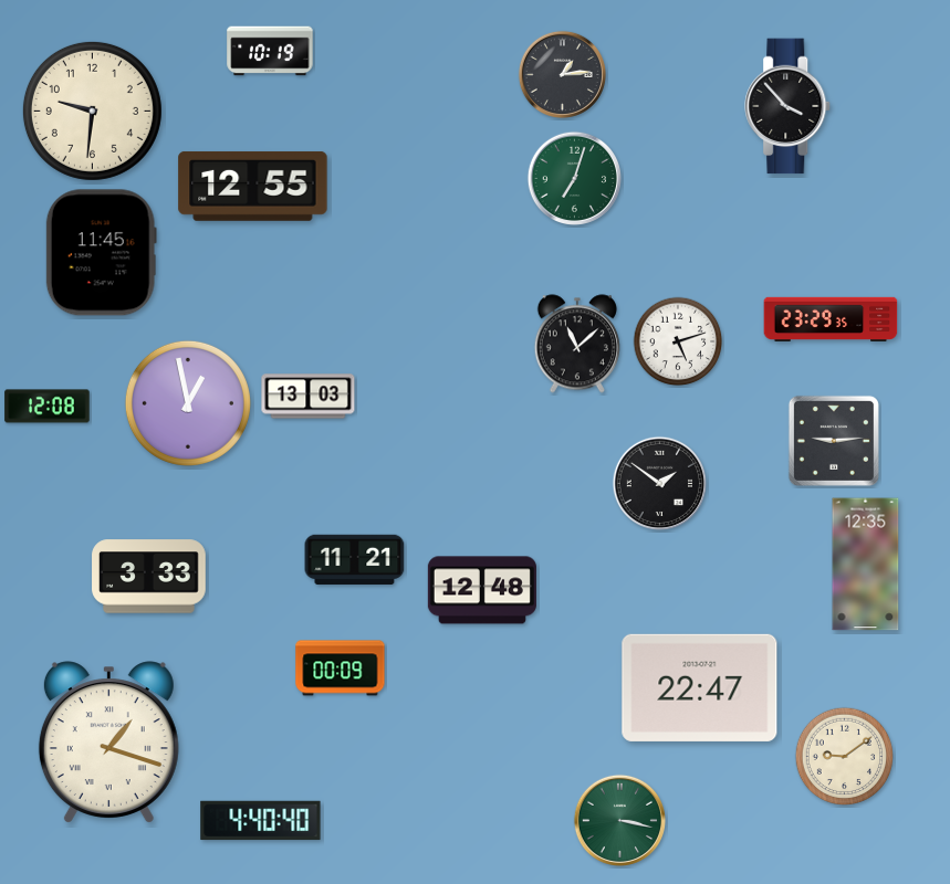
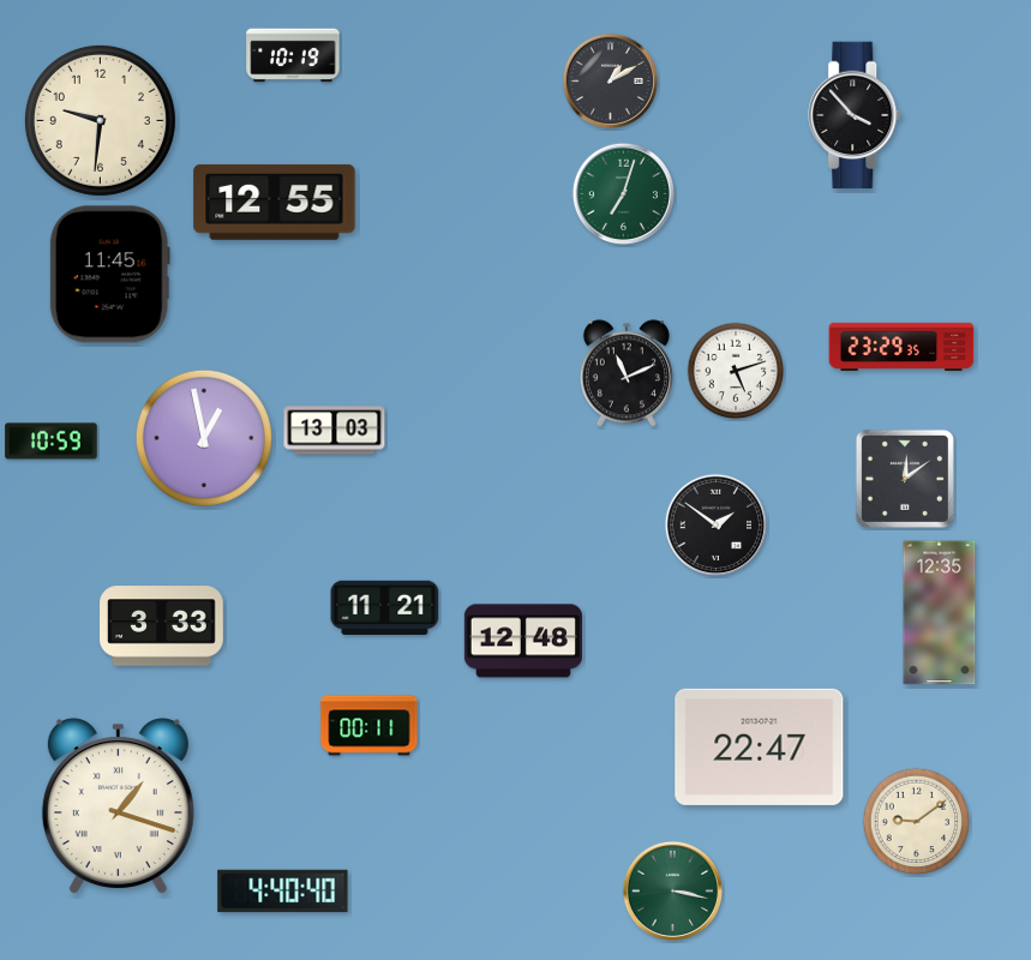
clock at (562, 74): 1:14 -> 1:10
clock at (577, 344): 11:08 -> 11:11
clock at (48, 407): 12:08 -> 10:59
clock at (834, 441): 9:14 -> 12:09
clock at (341, 669): 00:09 -> 00:11
